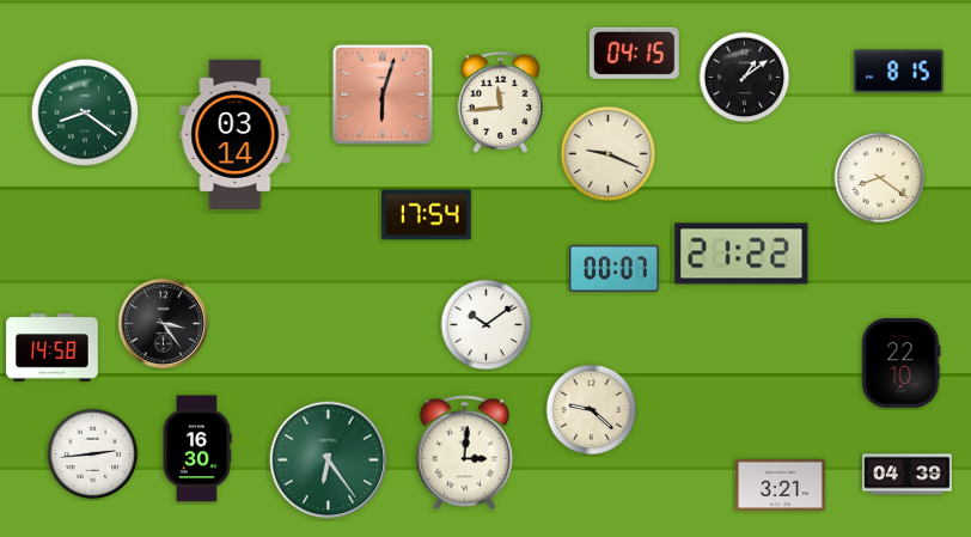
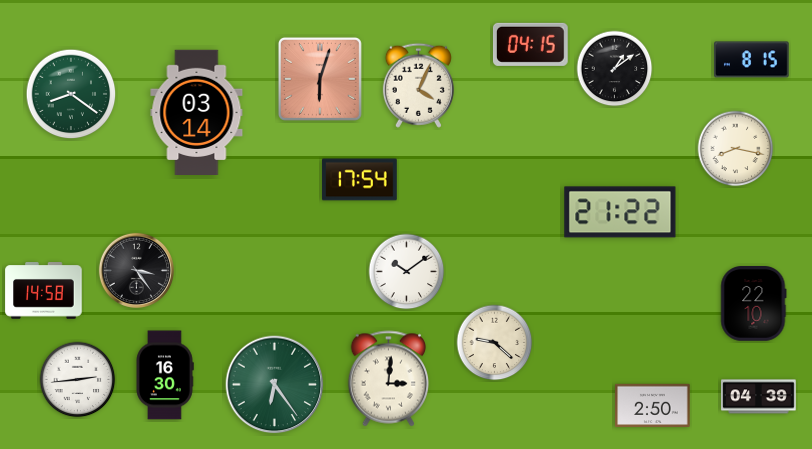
clock at (745, 78) position: (745, 78) -> (615, 69)
clock at (500, 102): 11:44 -> 4:04
clock at (609, 154): 9:19 -> none
clock at (880, 178): 8:21 -> 8:17
clock at (427, 215) position: (427, 215) -> (360, 180)
clock at (615, 268): 00:07 -> none
clock at (781, 484): 3:21 -> 2:50
